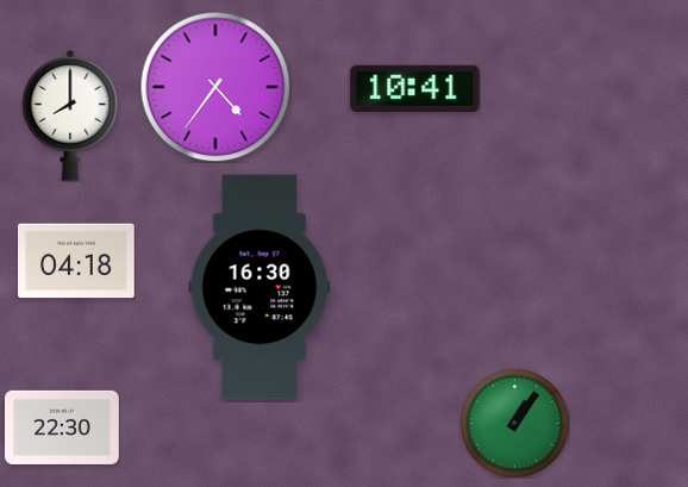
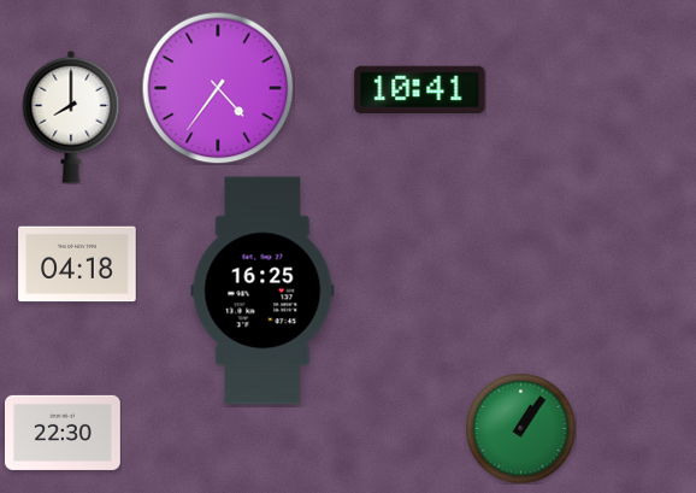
clock at (259, 287): 16:30 -> 16:25
